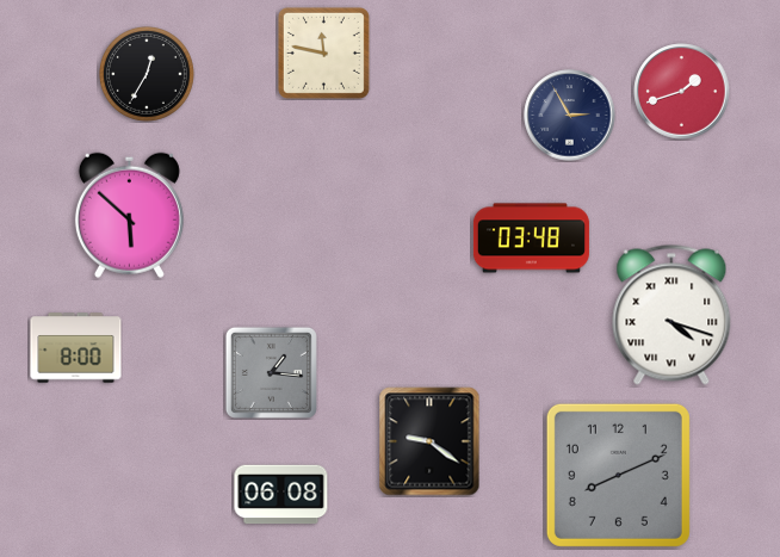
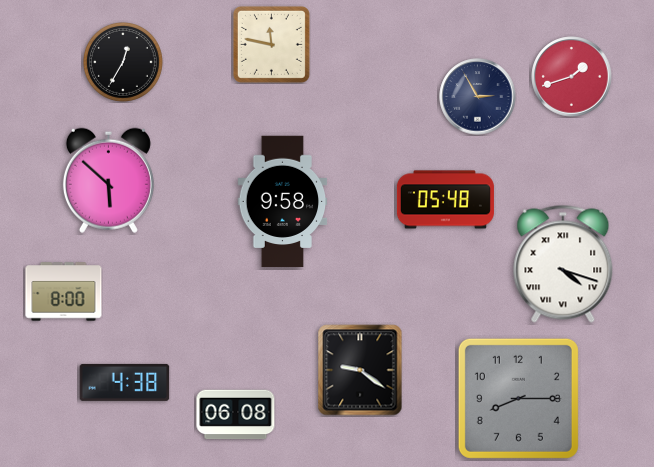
clock at (531, 239): 03:48 -> 05:48
clock at (283, 202): none -> 9:58
clock at (271, 372): 1:16 -> none
clock at (125, 382): none -> 4:38
clock at (618, 475): 8:11 -> 8:15
